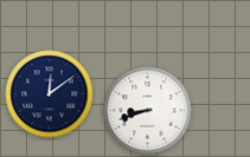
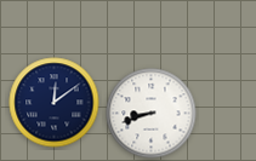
clock at (50, 94) position: (50, 94) -> (55, 103)
